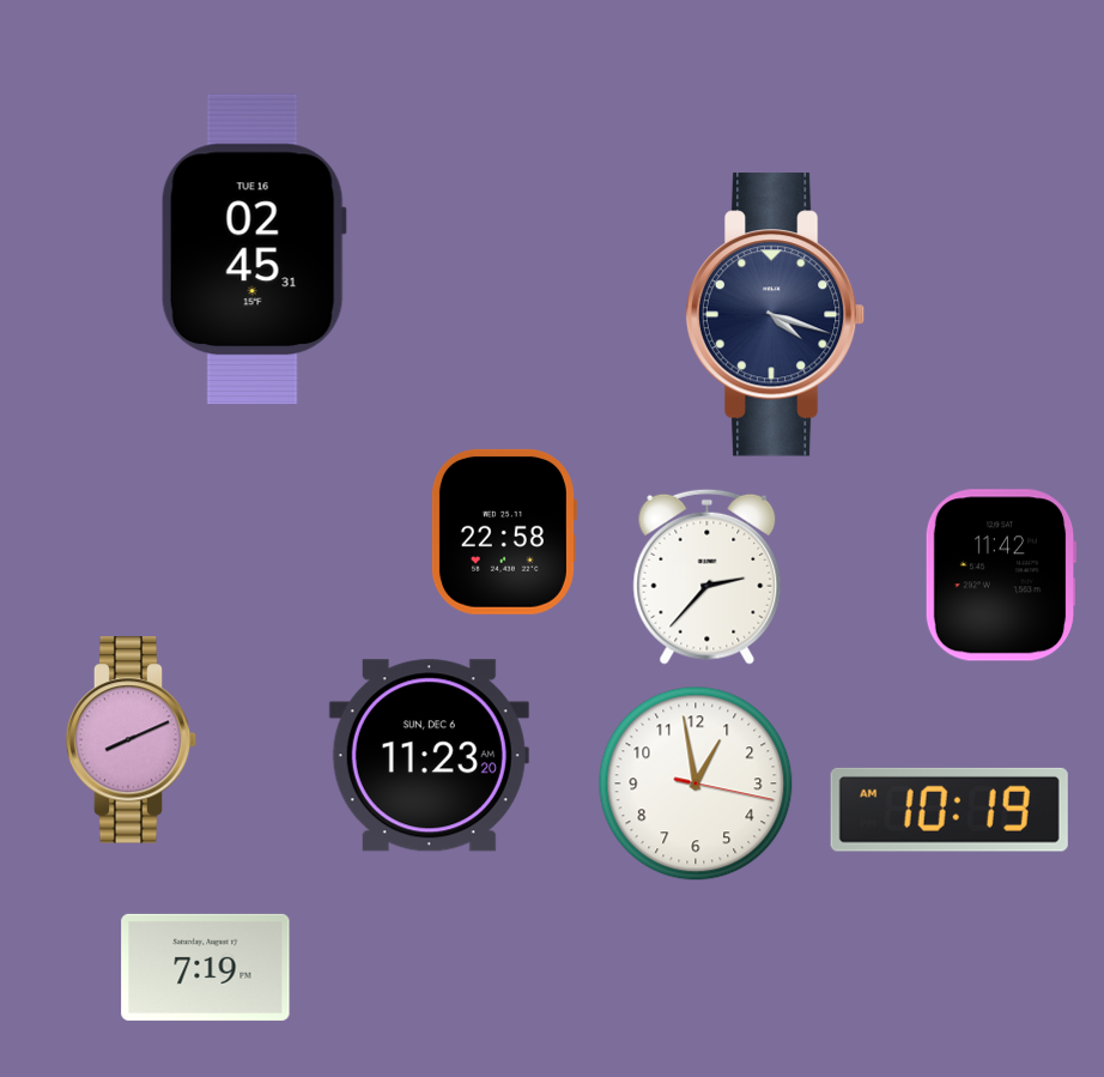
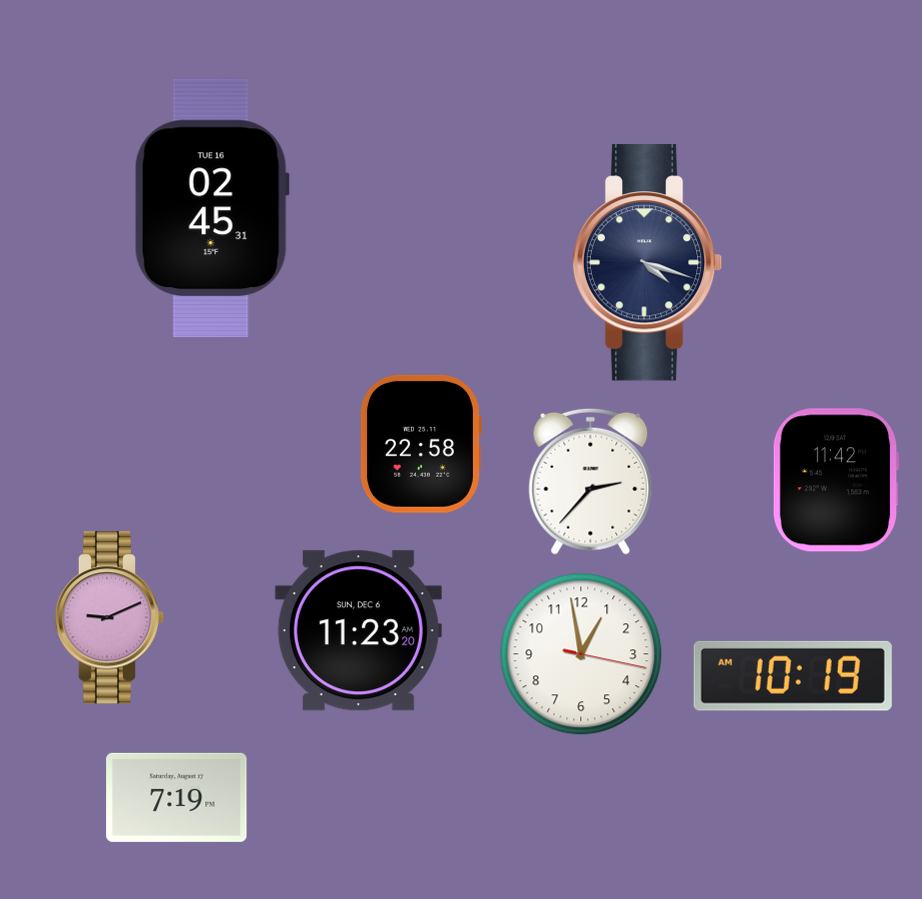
clock at (132, 740): 8:11 -> 9:11
clock at (206, 967) position: (206, 967) -> (177, 797)
